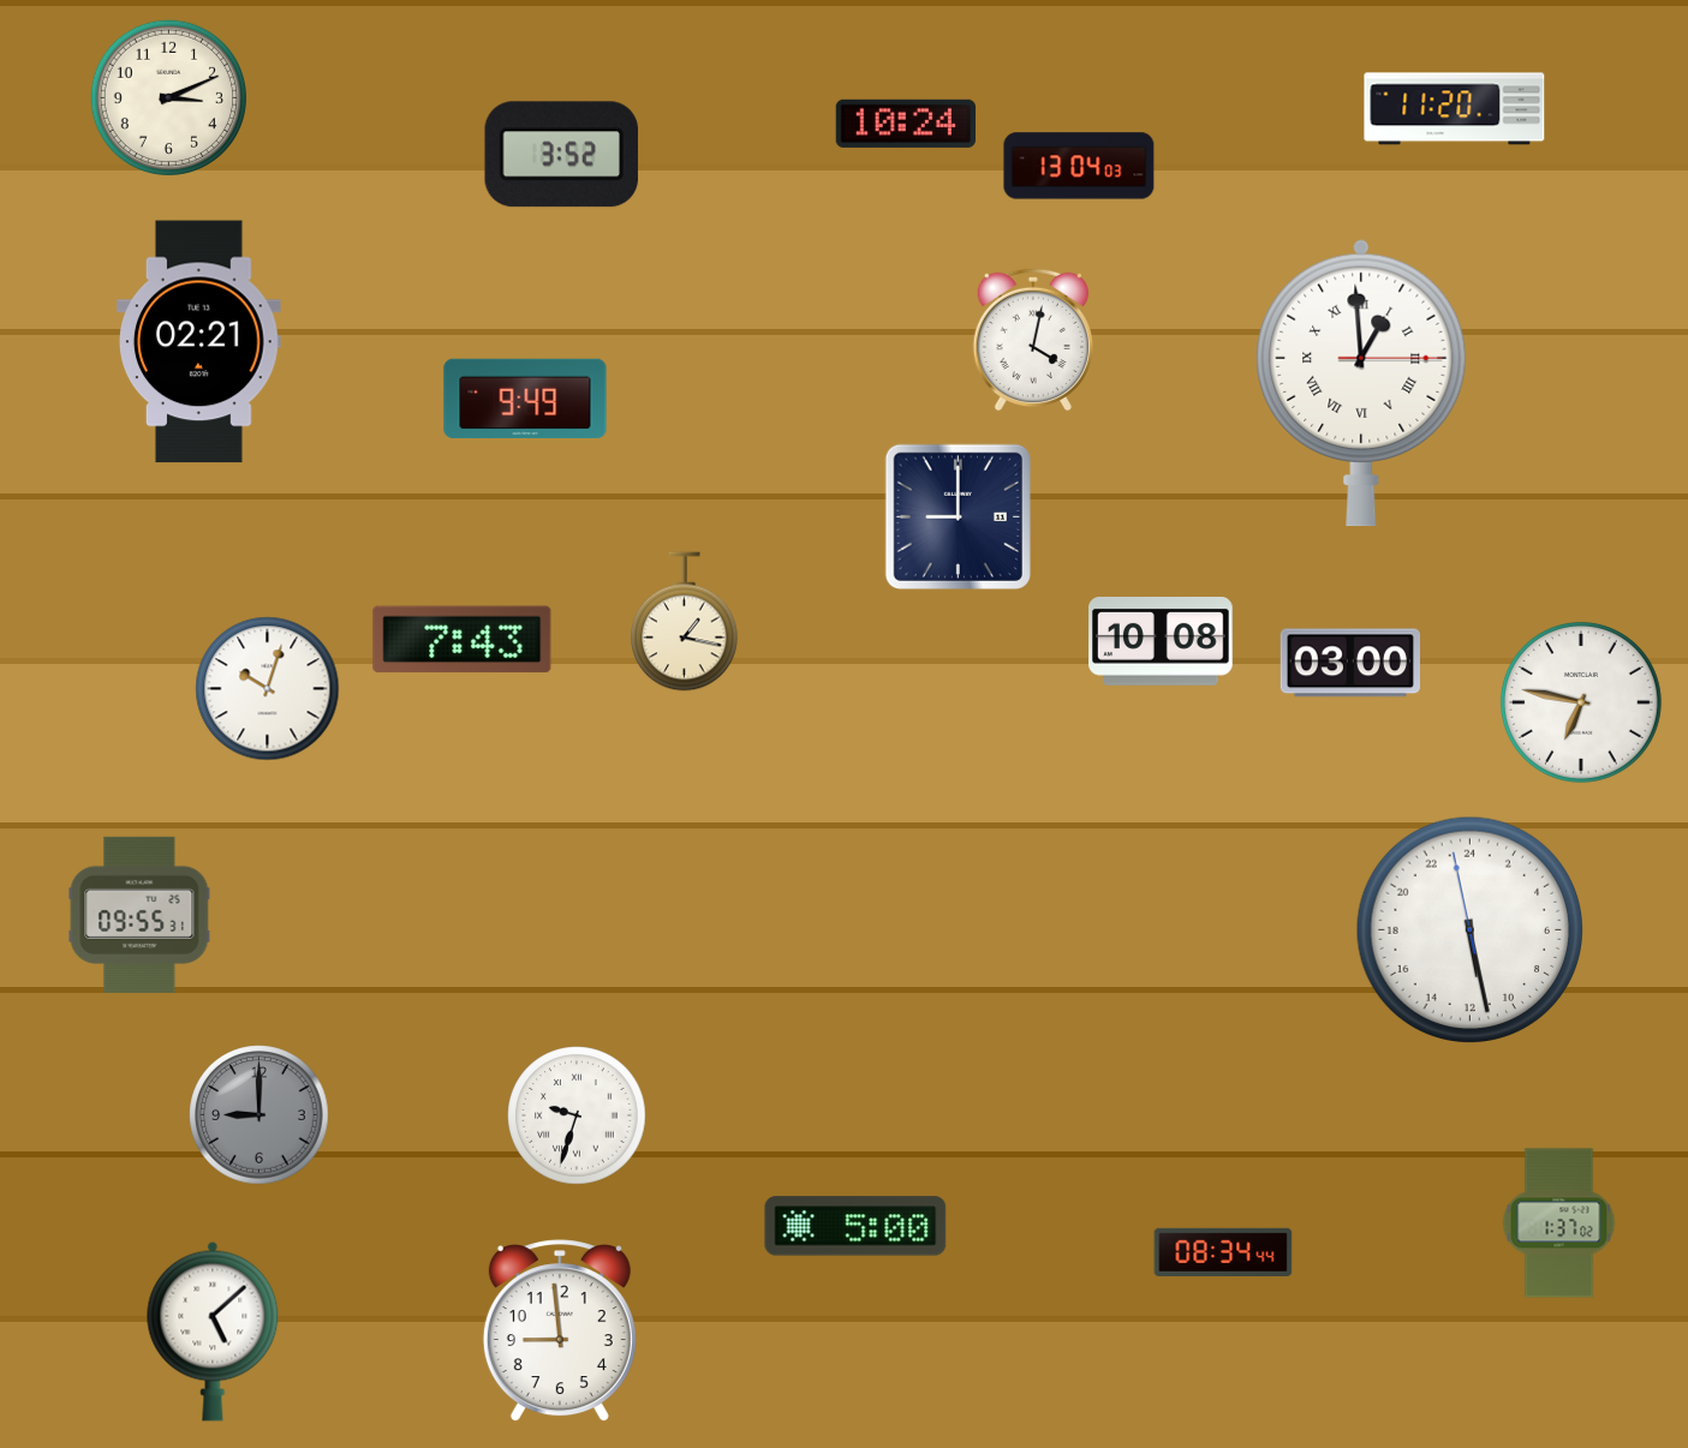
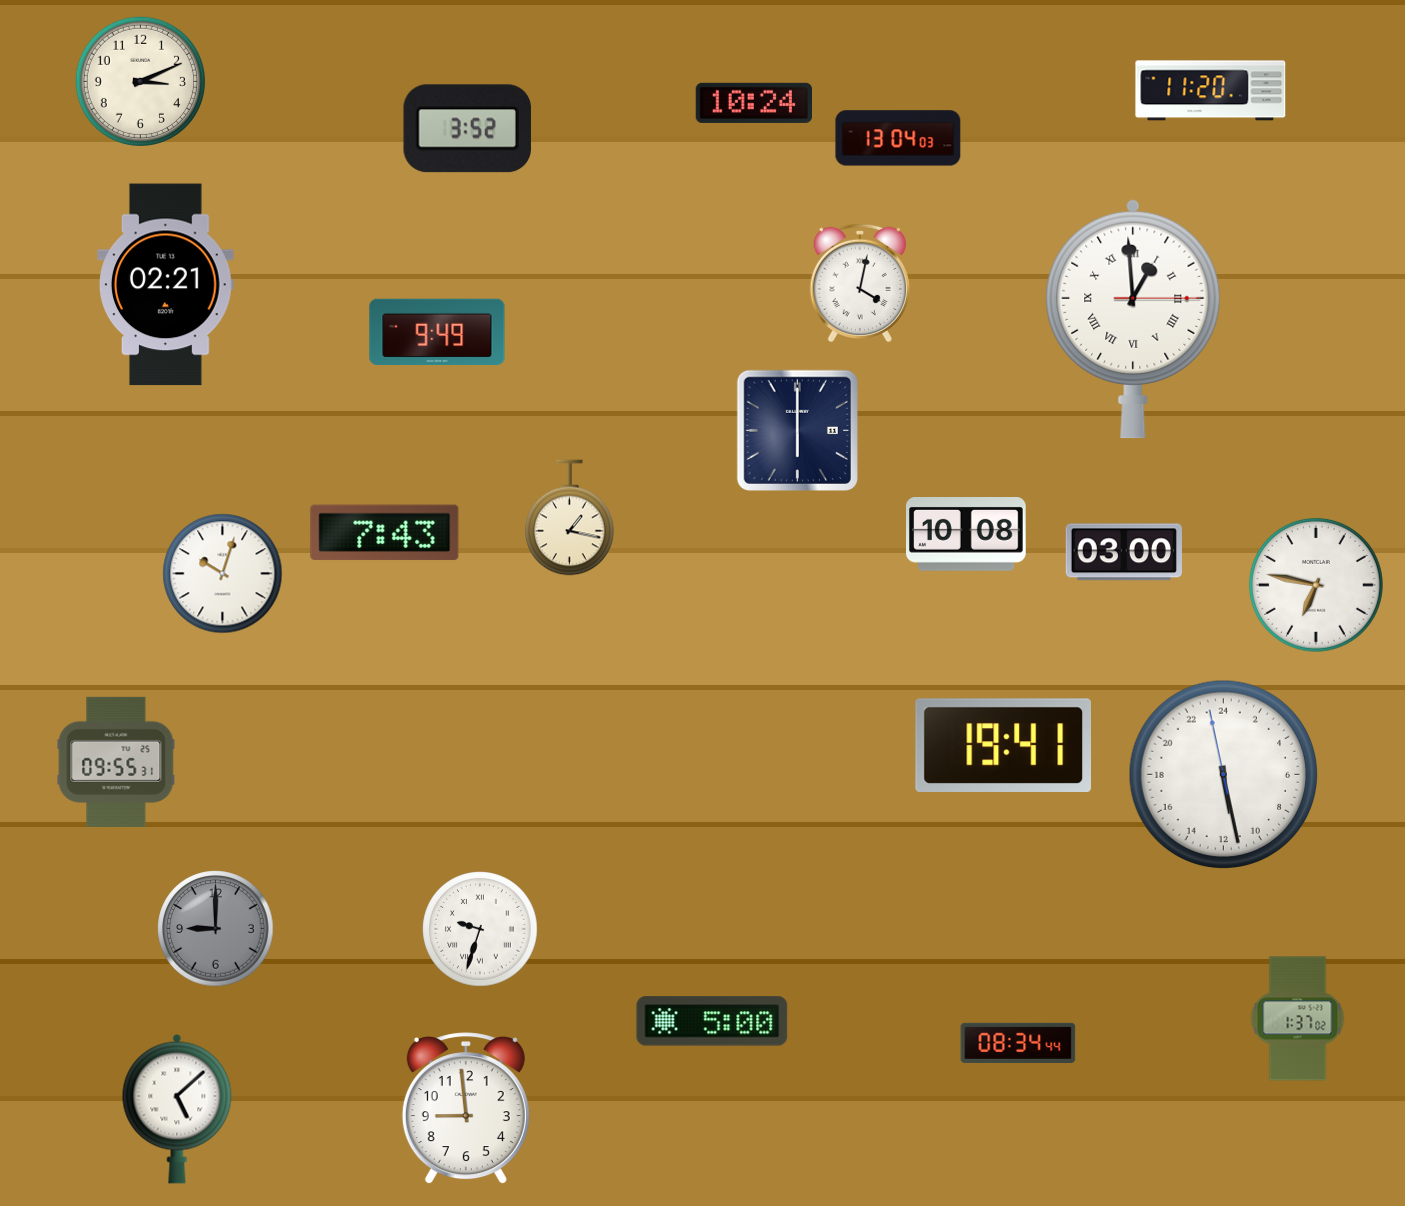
clock at (958, 516): 9:00 -> 6:00
clock at (1003, 745): none -> 19:41
